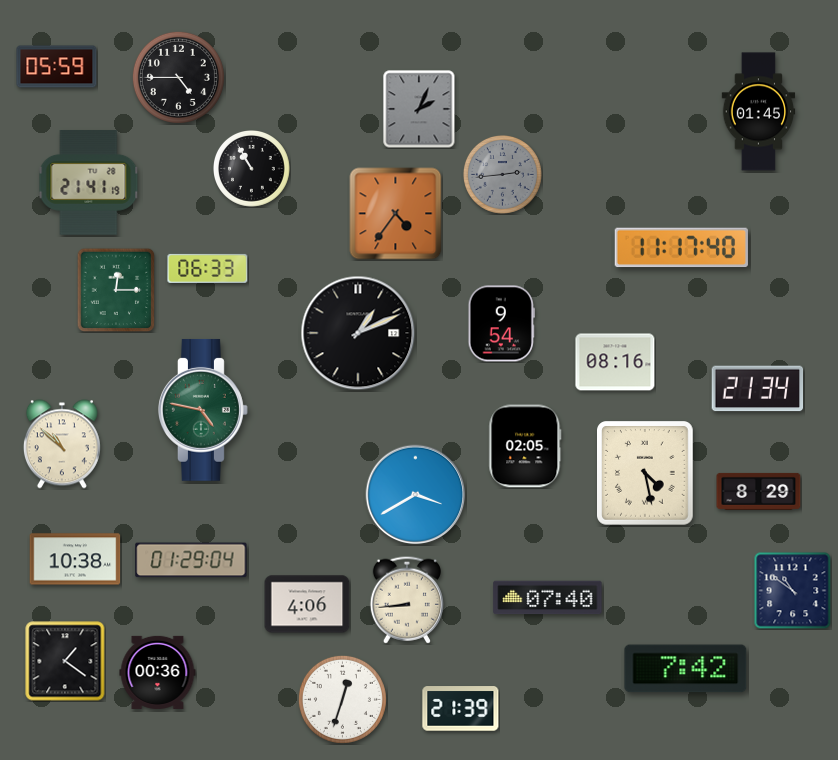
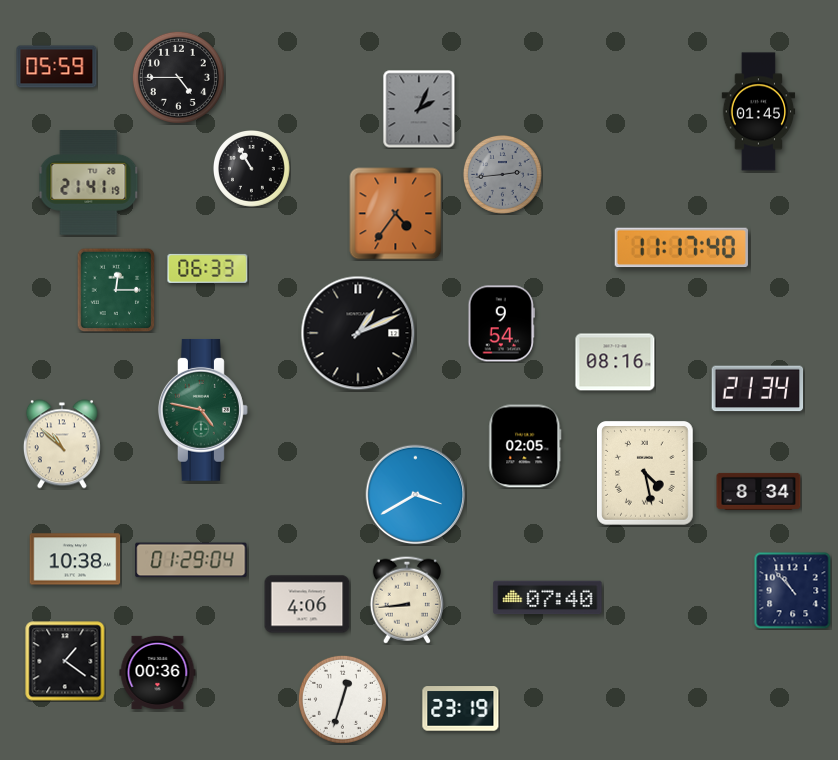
clock at (759, 491): 8:29 -> 8:34
clock at (792, 590): 10:51 -> 10:53
clock at (686, 669): 7:42 -> none
clock at (461, 709): 21:39 -> 23:19
